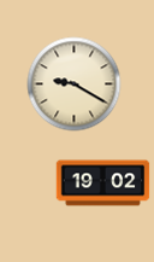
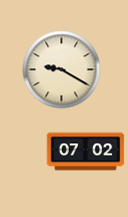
clock at (102, 184): 19:02 -> 07:02
